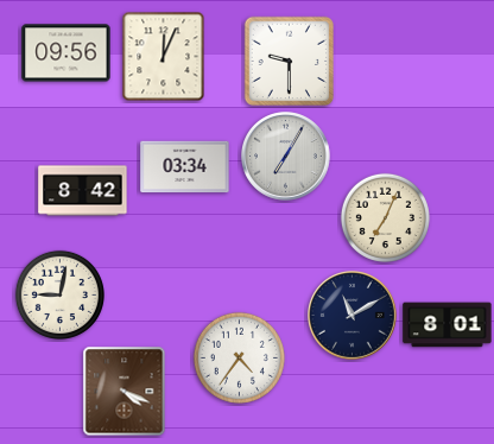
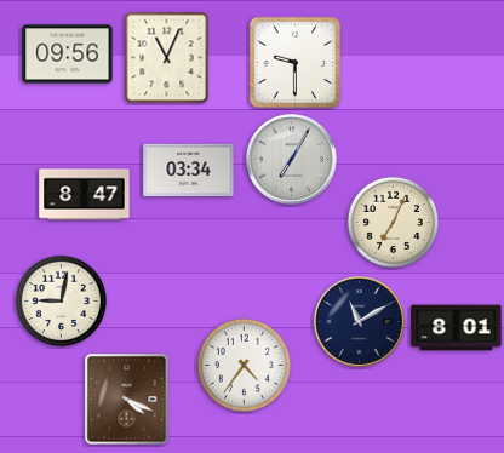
clock at (164, 57): 12:04 -> 11:04
clock at (83, 191): 8:42 -> 8:47
clock at (448, 325) position: (448, 325) -> (457, 328)
